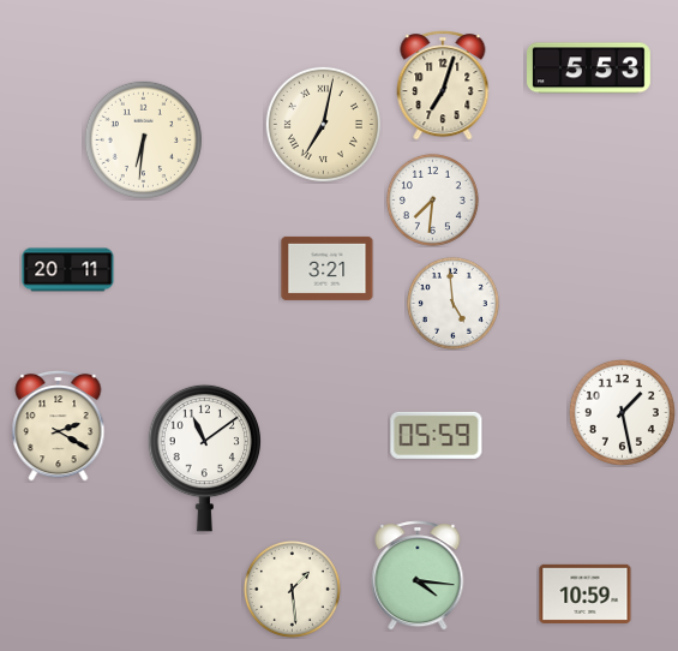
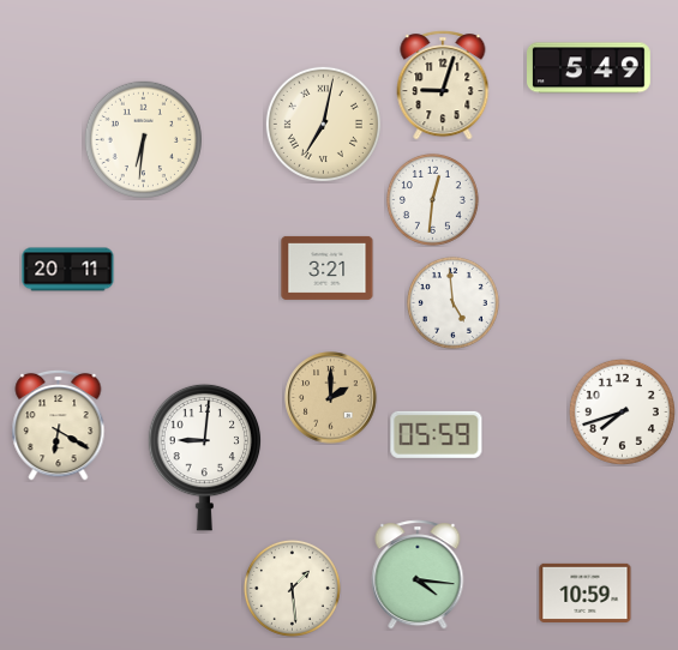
clock at (589, 68): 5:53 -> 5:49
clock at (443, 85): 7:03 -> 9:03
clock at (432, 199): 7:31 -> 12:31
clock at (331, 398): none -> 2:00
clock at (622, 412): 1:28 -> 7:42
clock at (59, 425): 2:20 -> 6:20
clock at (205, 458): 11:09 -> 9:01
